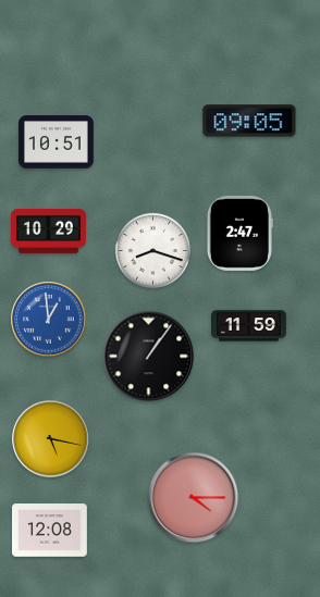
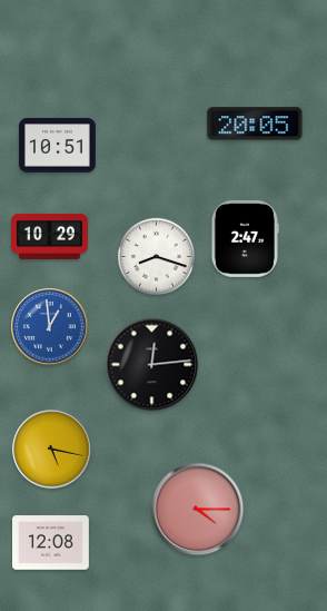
clock at (249, 121): 09:05 -> 20:05
clock at (249, 326): 11:59 -> none
clock at (149, 357): 1:06 -> 12:14
